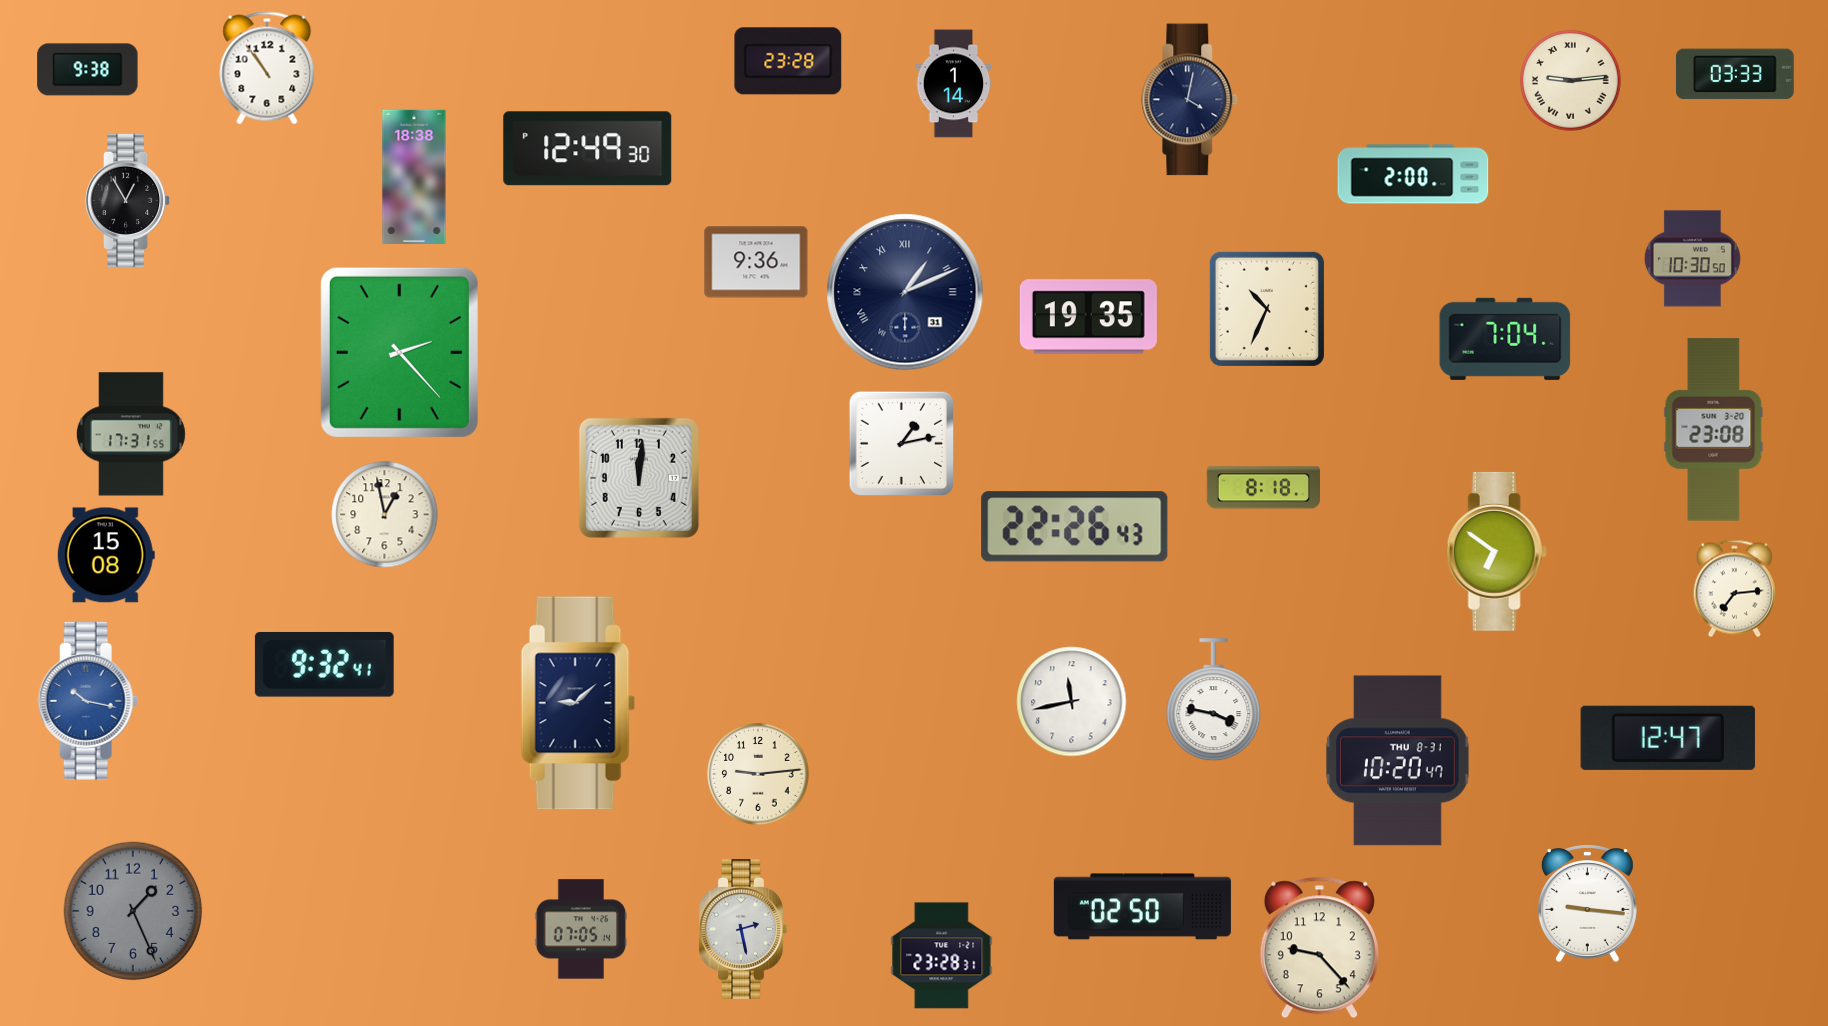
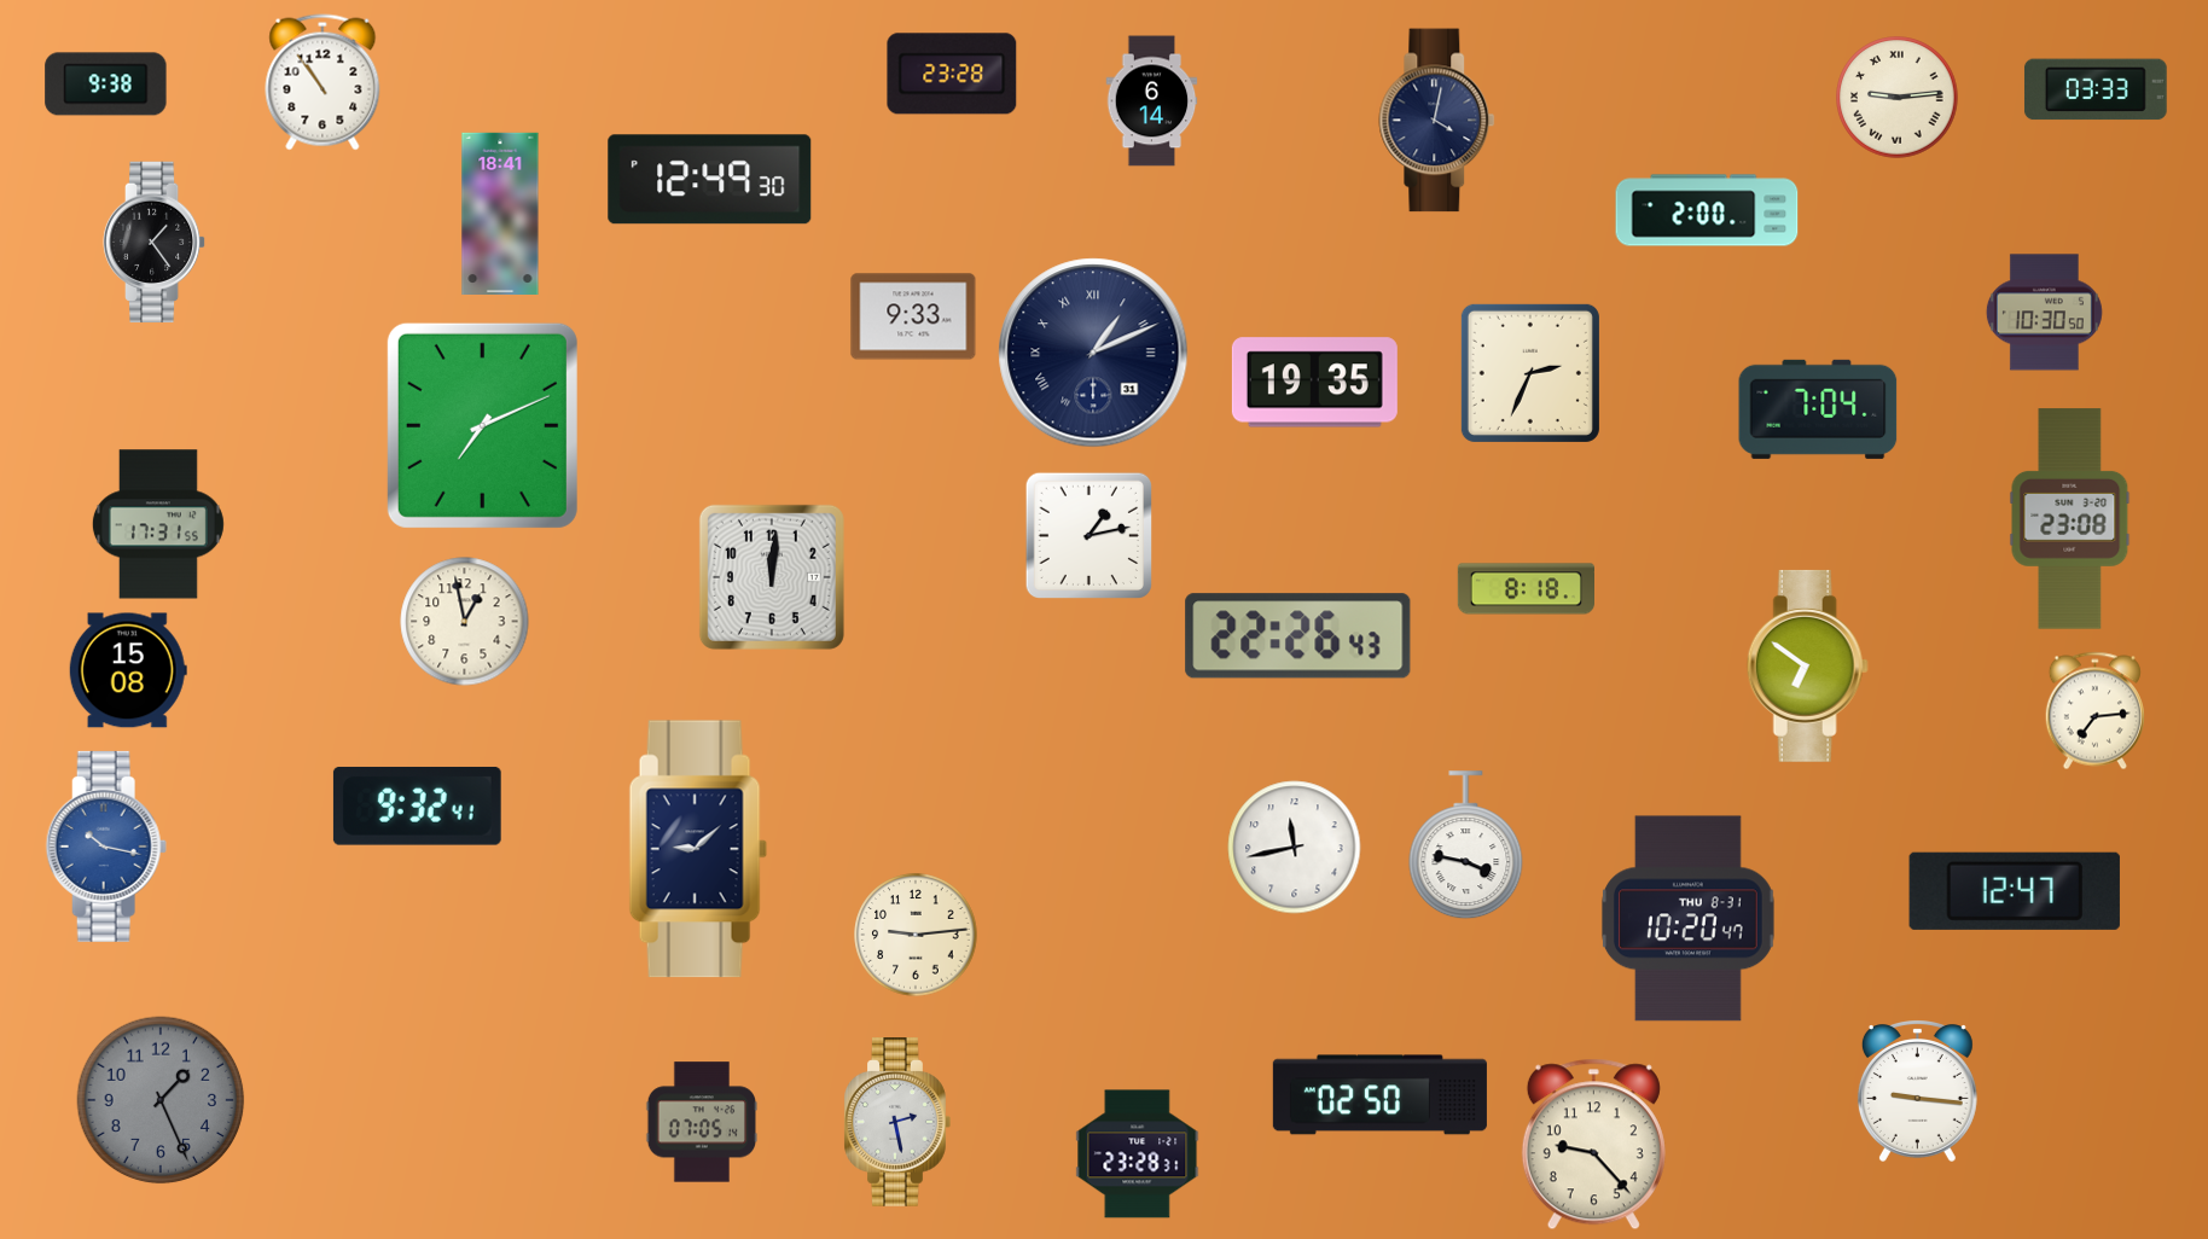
clock at (954, 84): 1:14 -> 6:14
clock at (414, 176): 18:38 -> 18:41
clock at (128, 200): 12:55 -> 1:24
clock at (756, 262): 9:36 -> 9:33
clock at (1267, 309): 10:34 -> 2:34
clock at (399, 352): 2:23 -> 7:11
clock at (324, 664) position: (324, 664) -> (417, 805)
